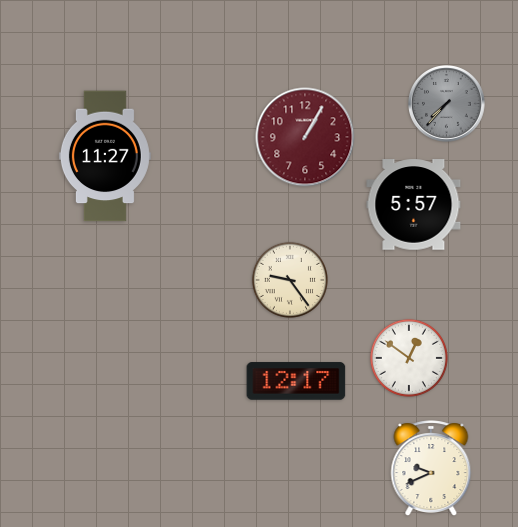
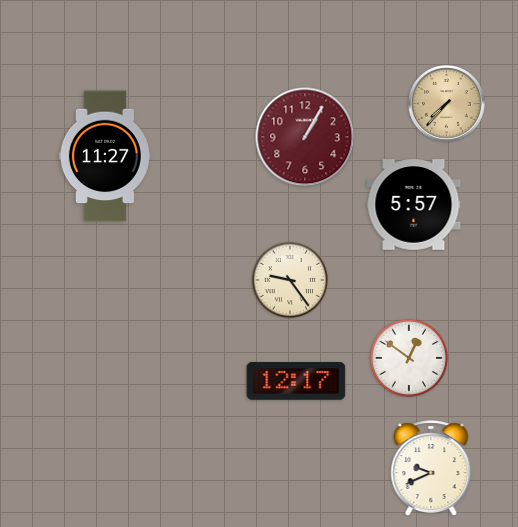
clock at (447, 104) dial: grey -> champagne
